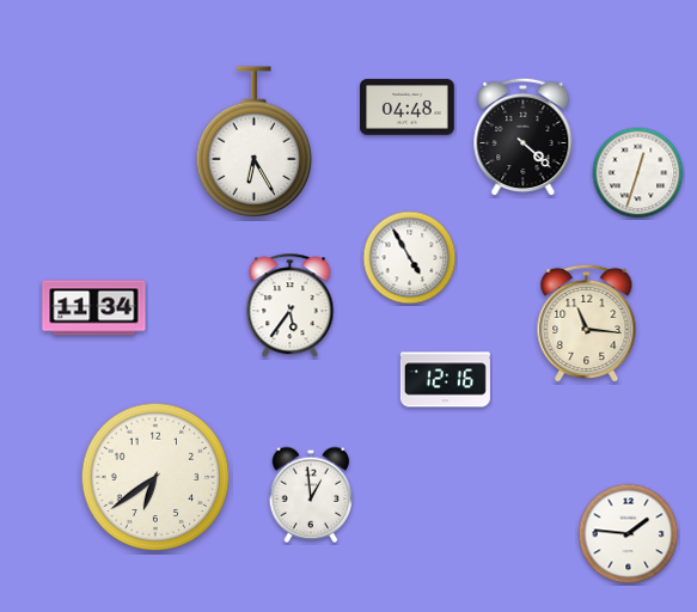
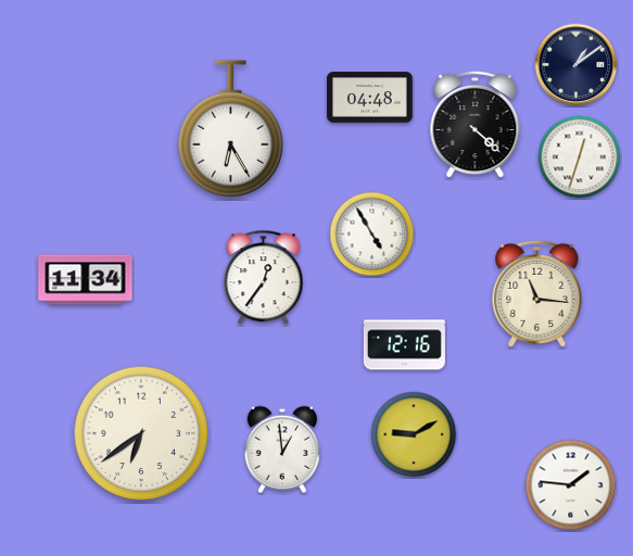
clock at (577, 65): none -> 1:09
clock at (291, 306): 5:36 -> 12:36
clock at (587, 324) position: (587, 324) -> (537, 294)
clock at (414, 434): none -> 9:10
